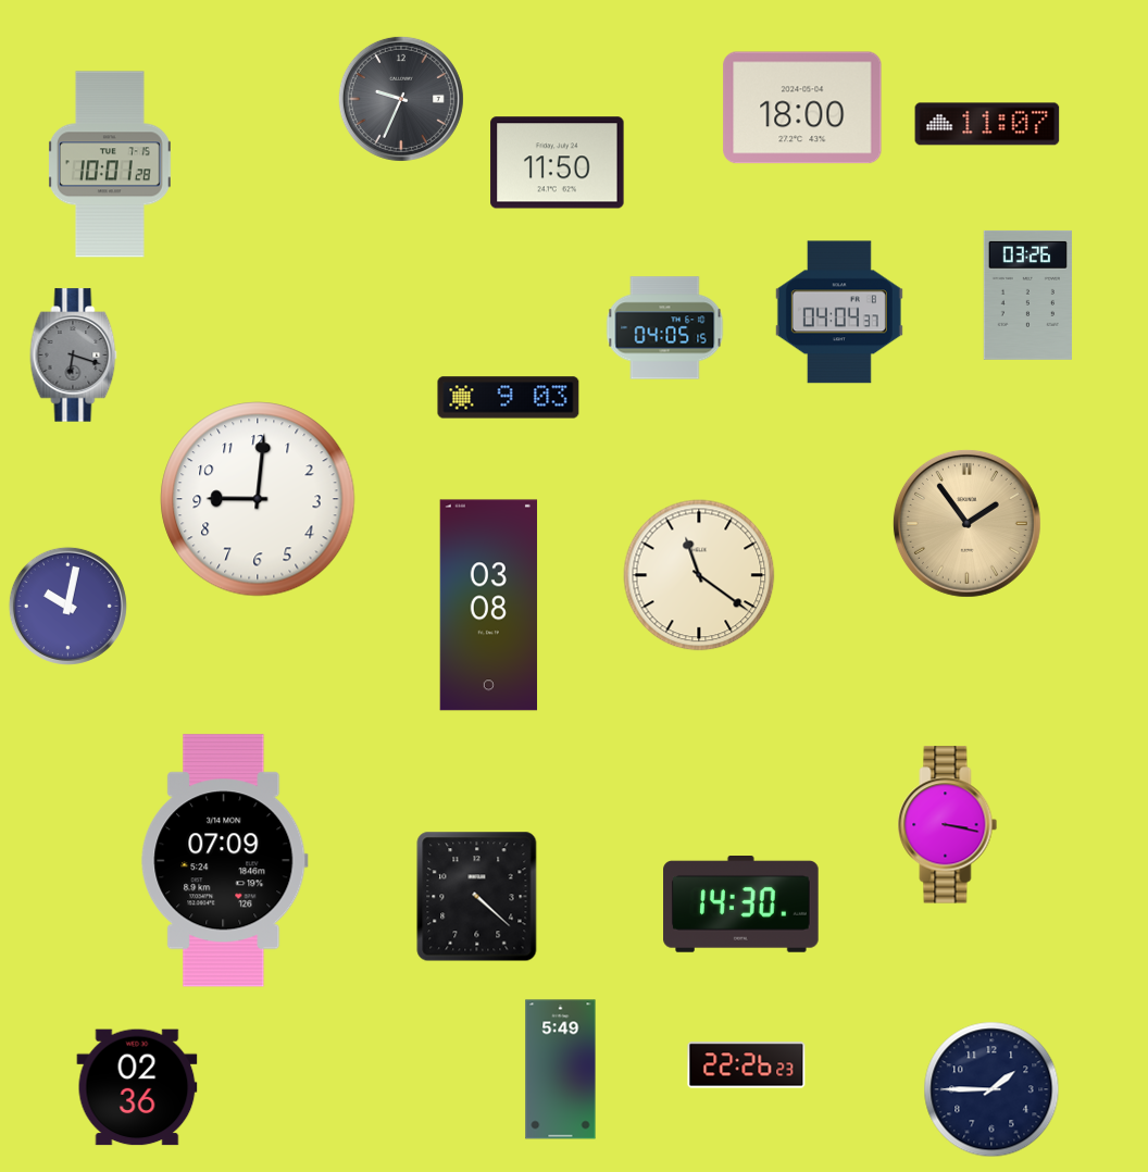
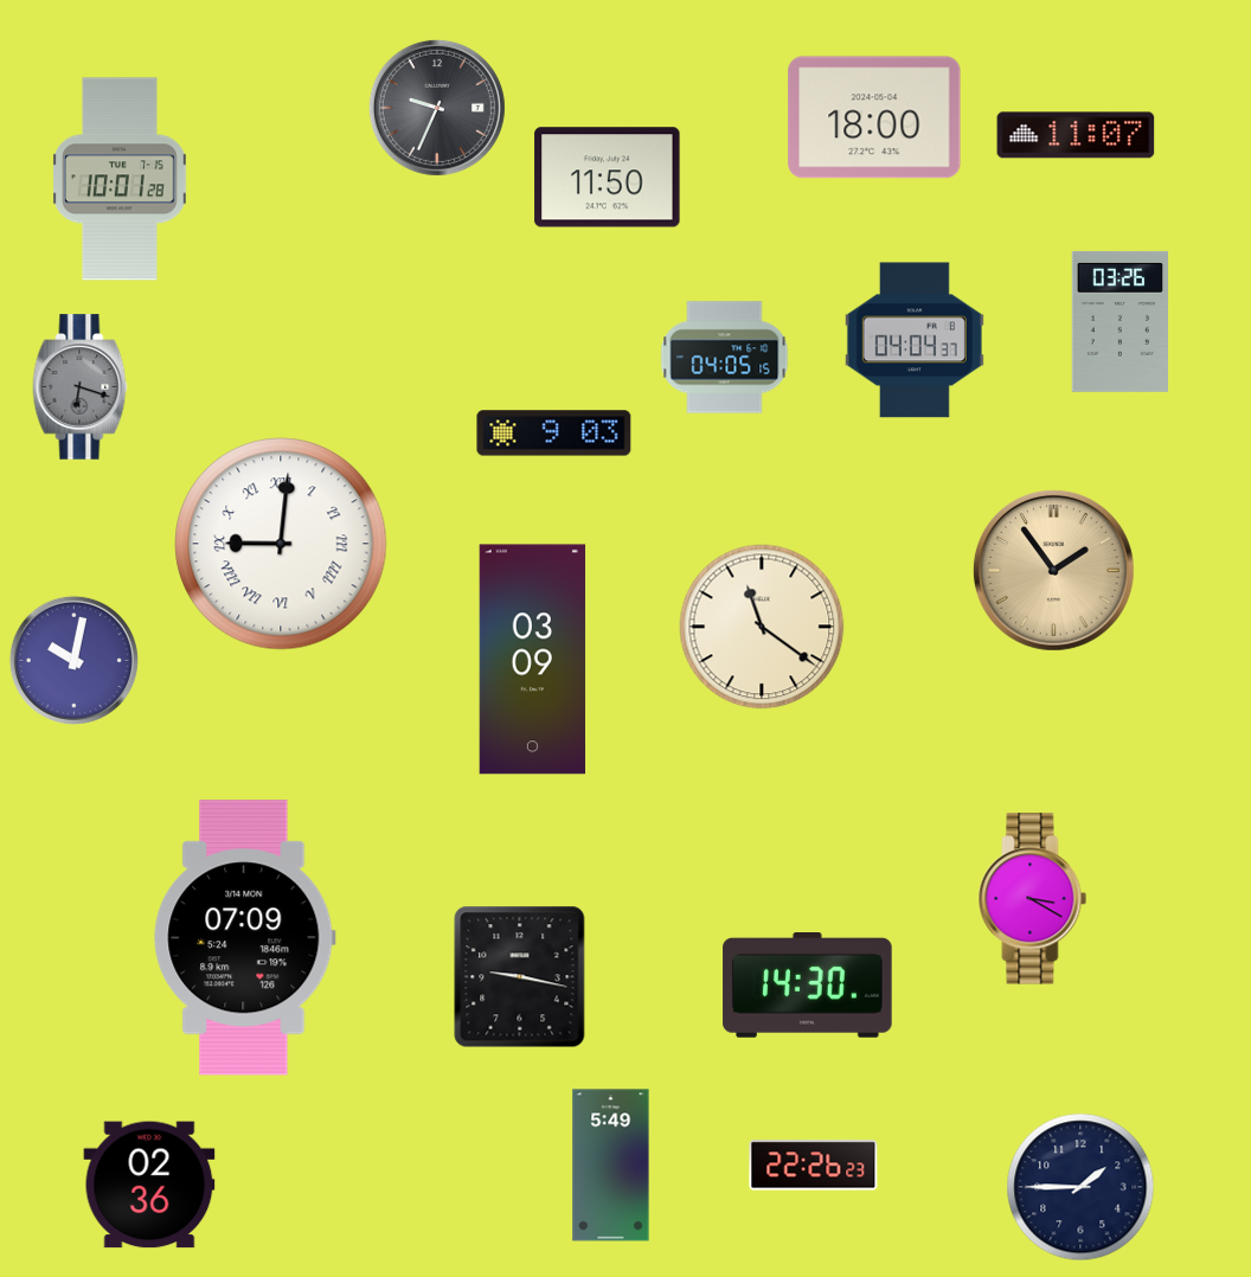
clock at (258, 499) numerals: Arabic -> Roman
clock at (489, 606): 03:08 -> 03:09
clock at (948, 825): 3:17 -> 3:20
clock at (477, 897): 4:22 -> 9:17
clock at (747, 1065) position: (747, 1065) -> (814, 1166)
